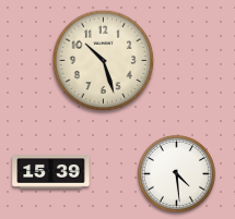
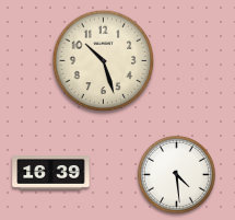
clock at (51, 172): 15:39 -> 16:39
